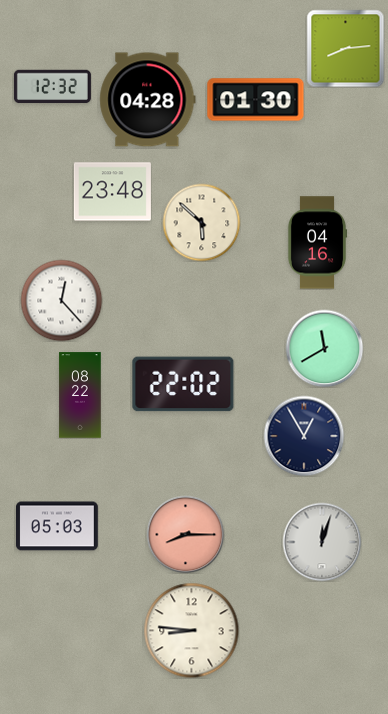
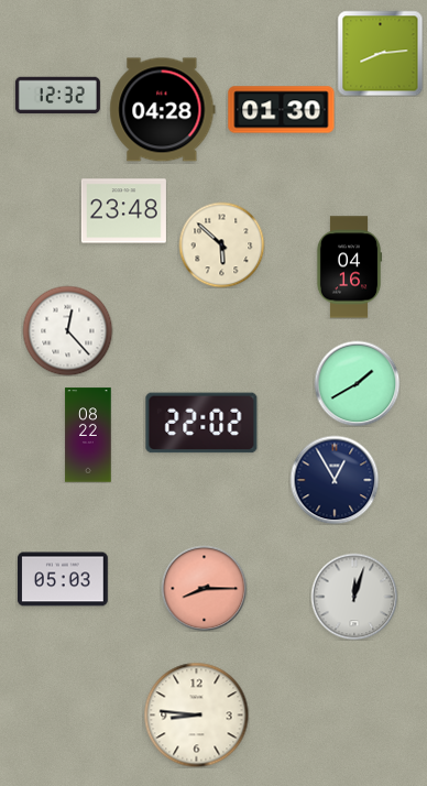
clock at (324, 348): 11:40 -> 1:40
clock at (191, 630) position: (191, 630) -> (196, 714)
